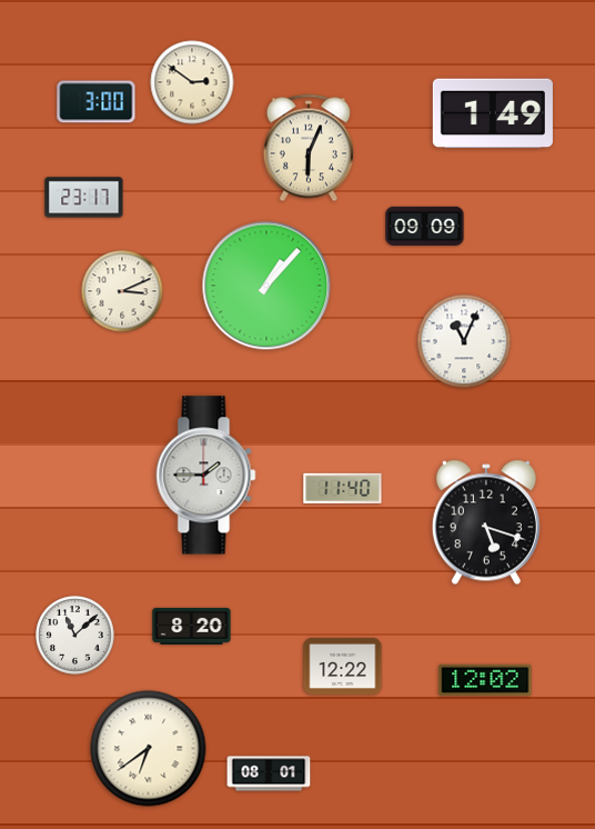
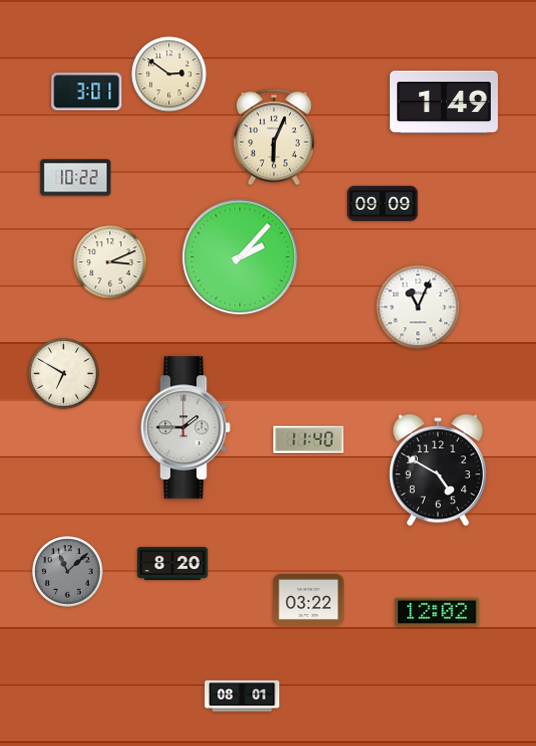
clock at (192, 82) position: (192, 82) -> (169, 74)
clock at (97, 102): 3:00 -> 3:01
clock at (309, 148) position: (309, 148) -> (274, 137)
clock at (84, 198): 23:17 -> 10:22
clock at (266, 286): 1:07 -> 2:07
clock at (64, 374): none -> 6:50
clock at (486, 522): 5:18 -> 4:50
clock at (75, 636) dial: white -> grey
clock at (343, 666): 12:22 -> 03:22
clock at (149, 749): 6:39 -> none
